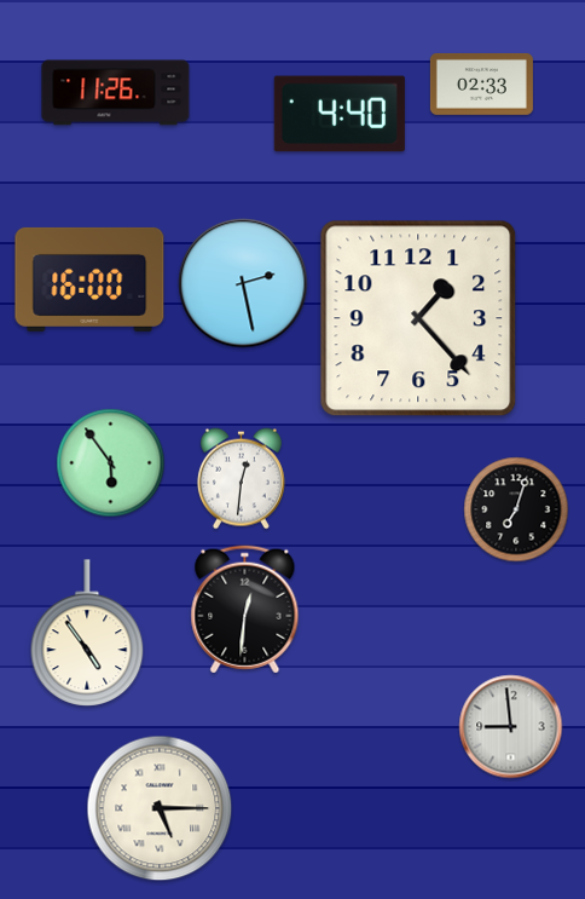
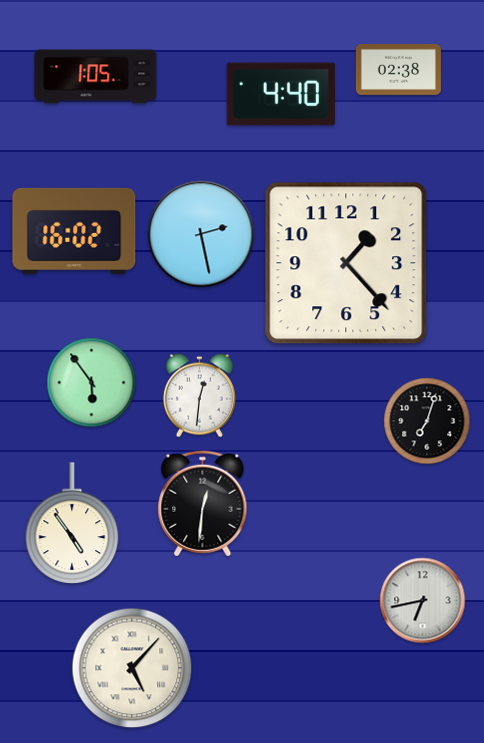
clock at (481, 83): 02:33 -> 02:38
clock at (116, 93): 11:26 -> 1:05
clock at (89, 280): 16:00 -> 16:02
clock at (511, 727): 8:59 -> 6:43
clock at (160, 808): 5:15 -> 5:07
